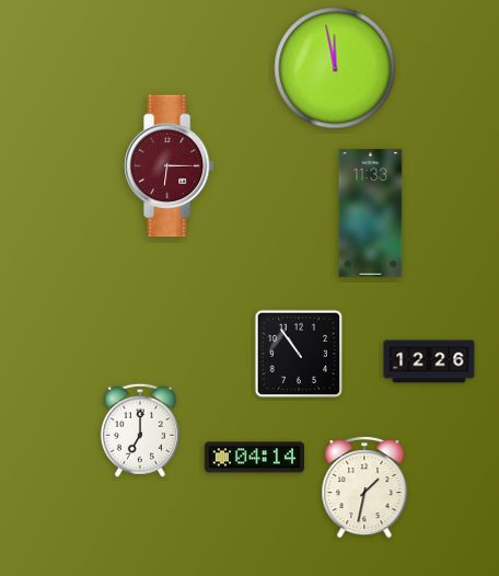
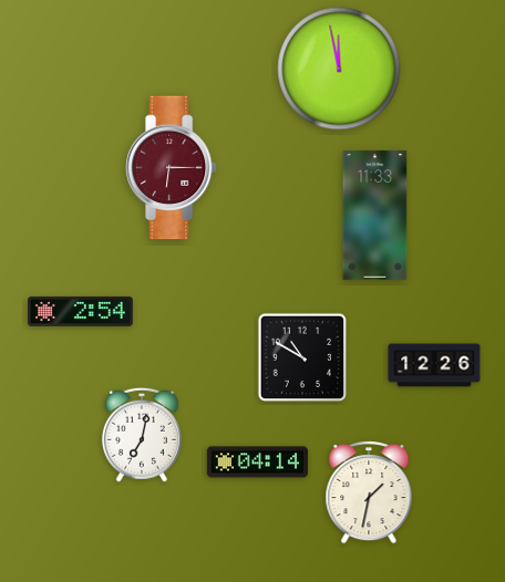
clock at (81, 311): none -> 2:54
clock at (298, 353): 10:54 -> 10:50
clock at (140, 430): 7:00 -> 7:02
